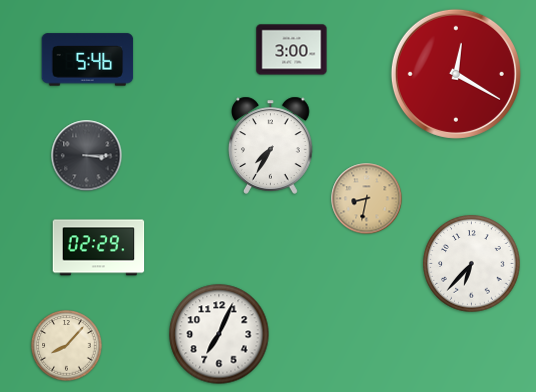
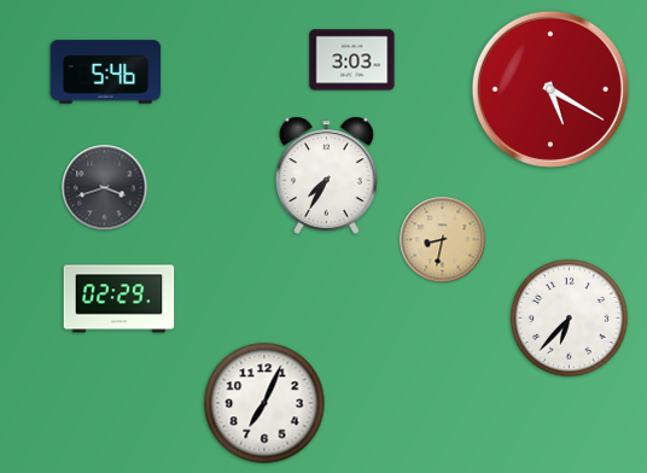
clock at (292, 50): 3:00 -> 3:03
clock at (456, 74): 12:20 -> 5:20
clock at (87, 156): 3:15 -> 3:42
clock at (67, 346): 8:07 -> none
